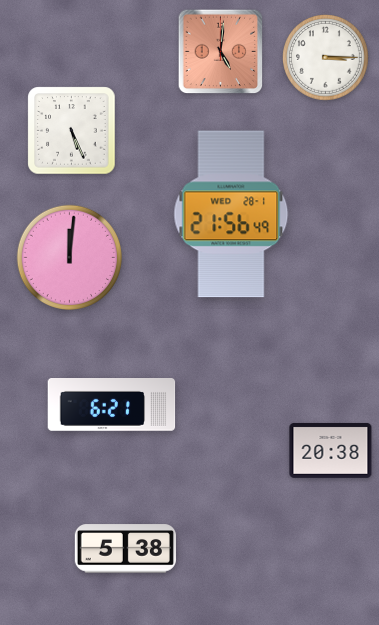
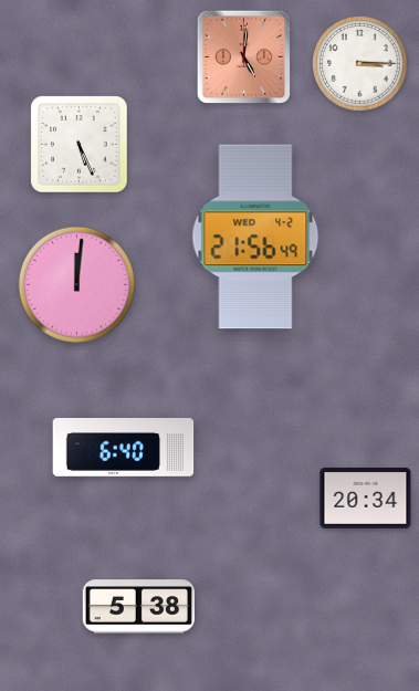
clock at (231, 214) date: WED 28-1 -> WED 4-2
clock at (112, 405): 6:21 -> 6:40
clock at (331, 450): 20:38 -> 20:34
